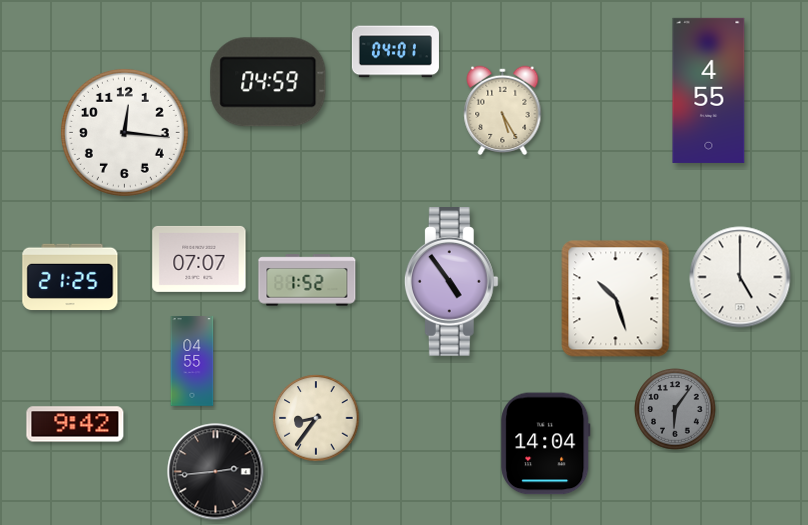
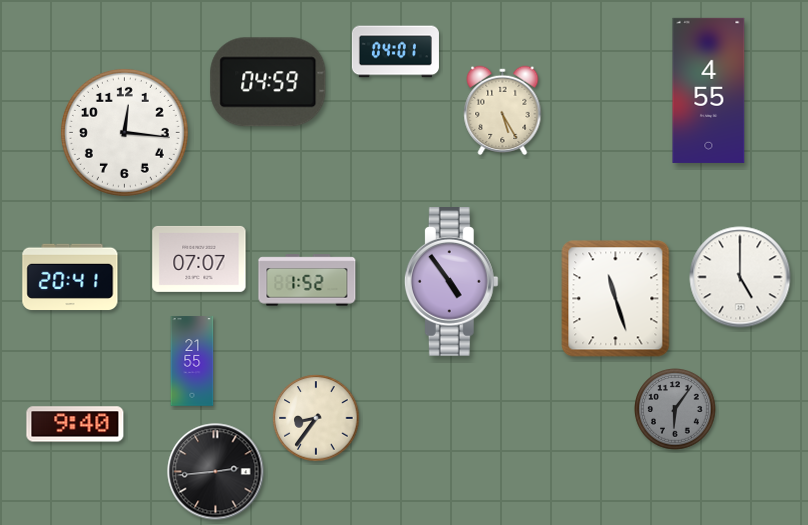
clock at (70, 277): 21:25 -> 20:41
clock at (616, 299): 10:27 -> 11:27
clock at (192, 361): 04:55 -> 21:55
clock at (75, 424): 9:42 -> 9:40
clock at (546, 444): 14:04 -> none
